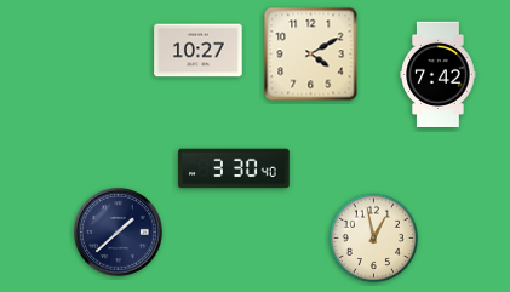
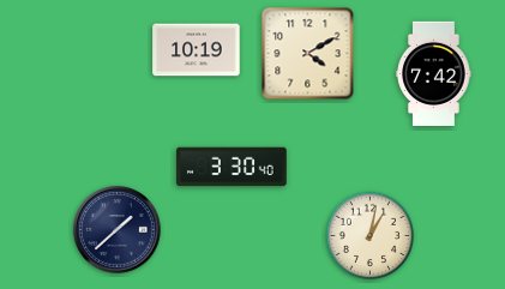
clock at (199, 51): 10:27 -> 10:19
clock at (373, 237): 12:58 -> 1:02
